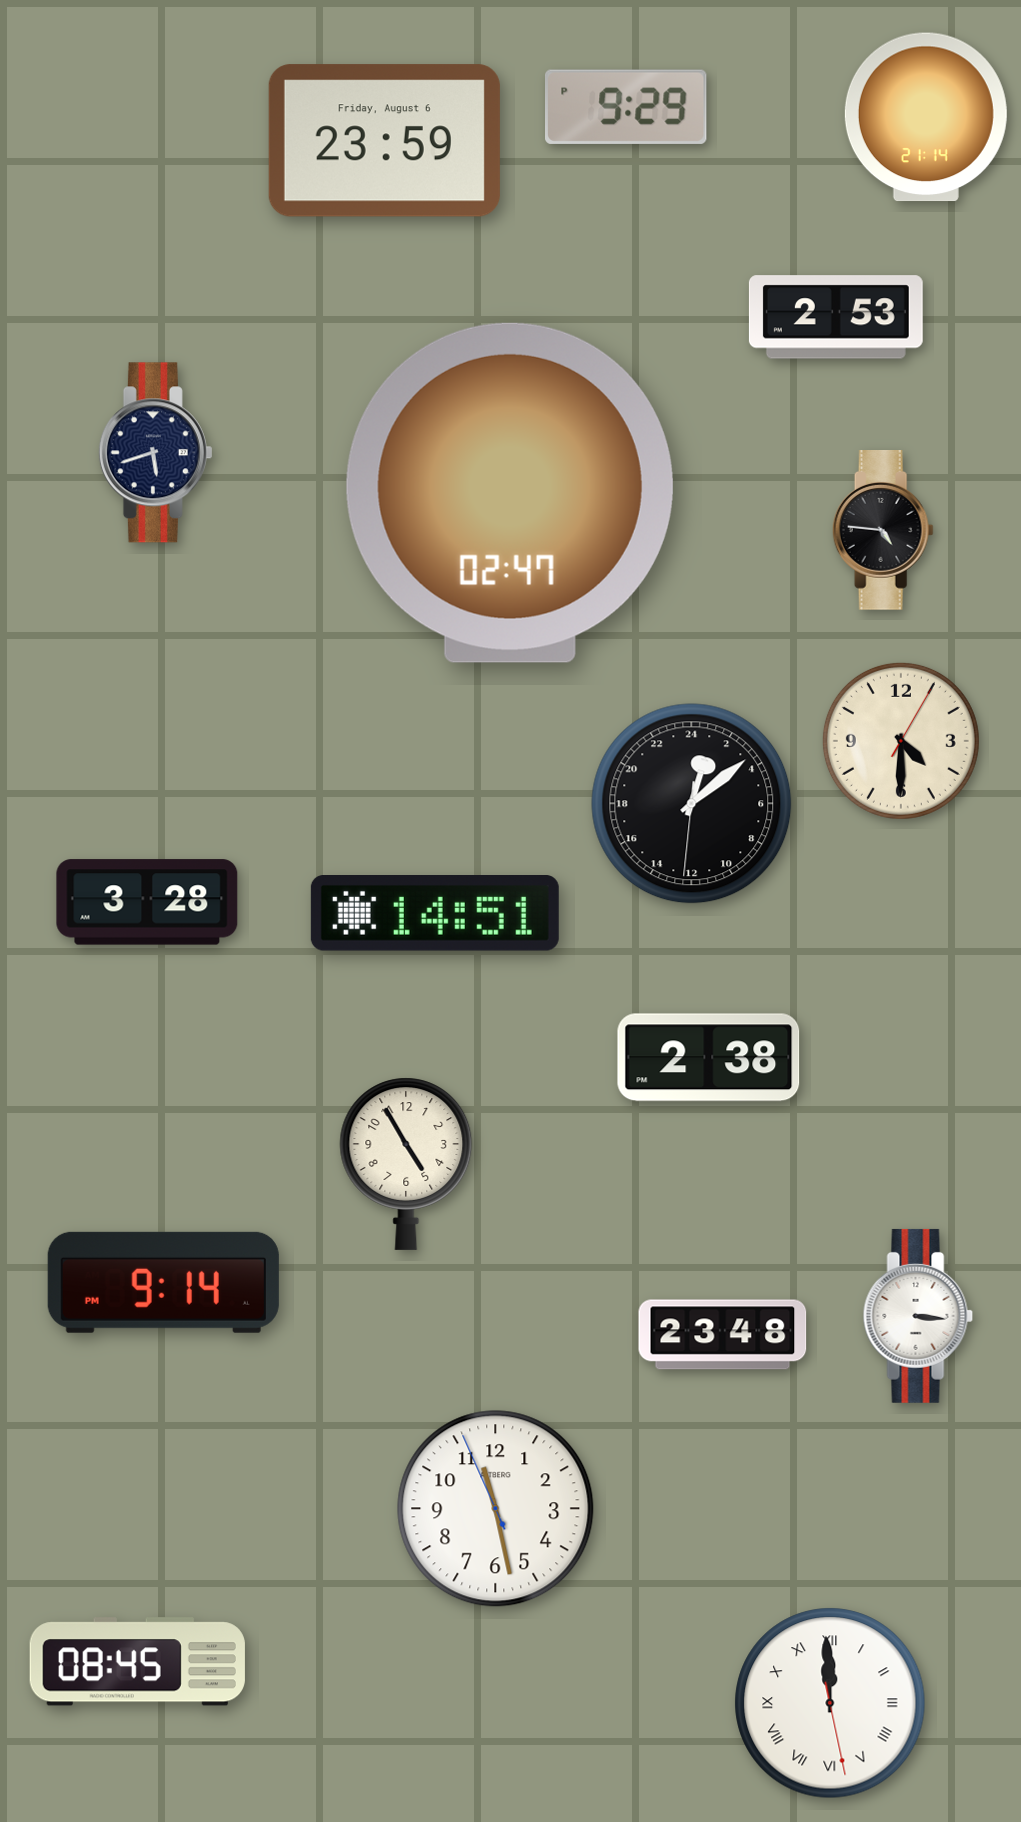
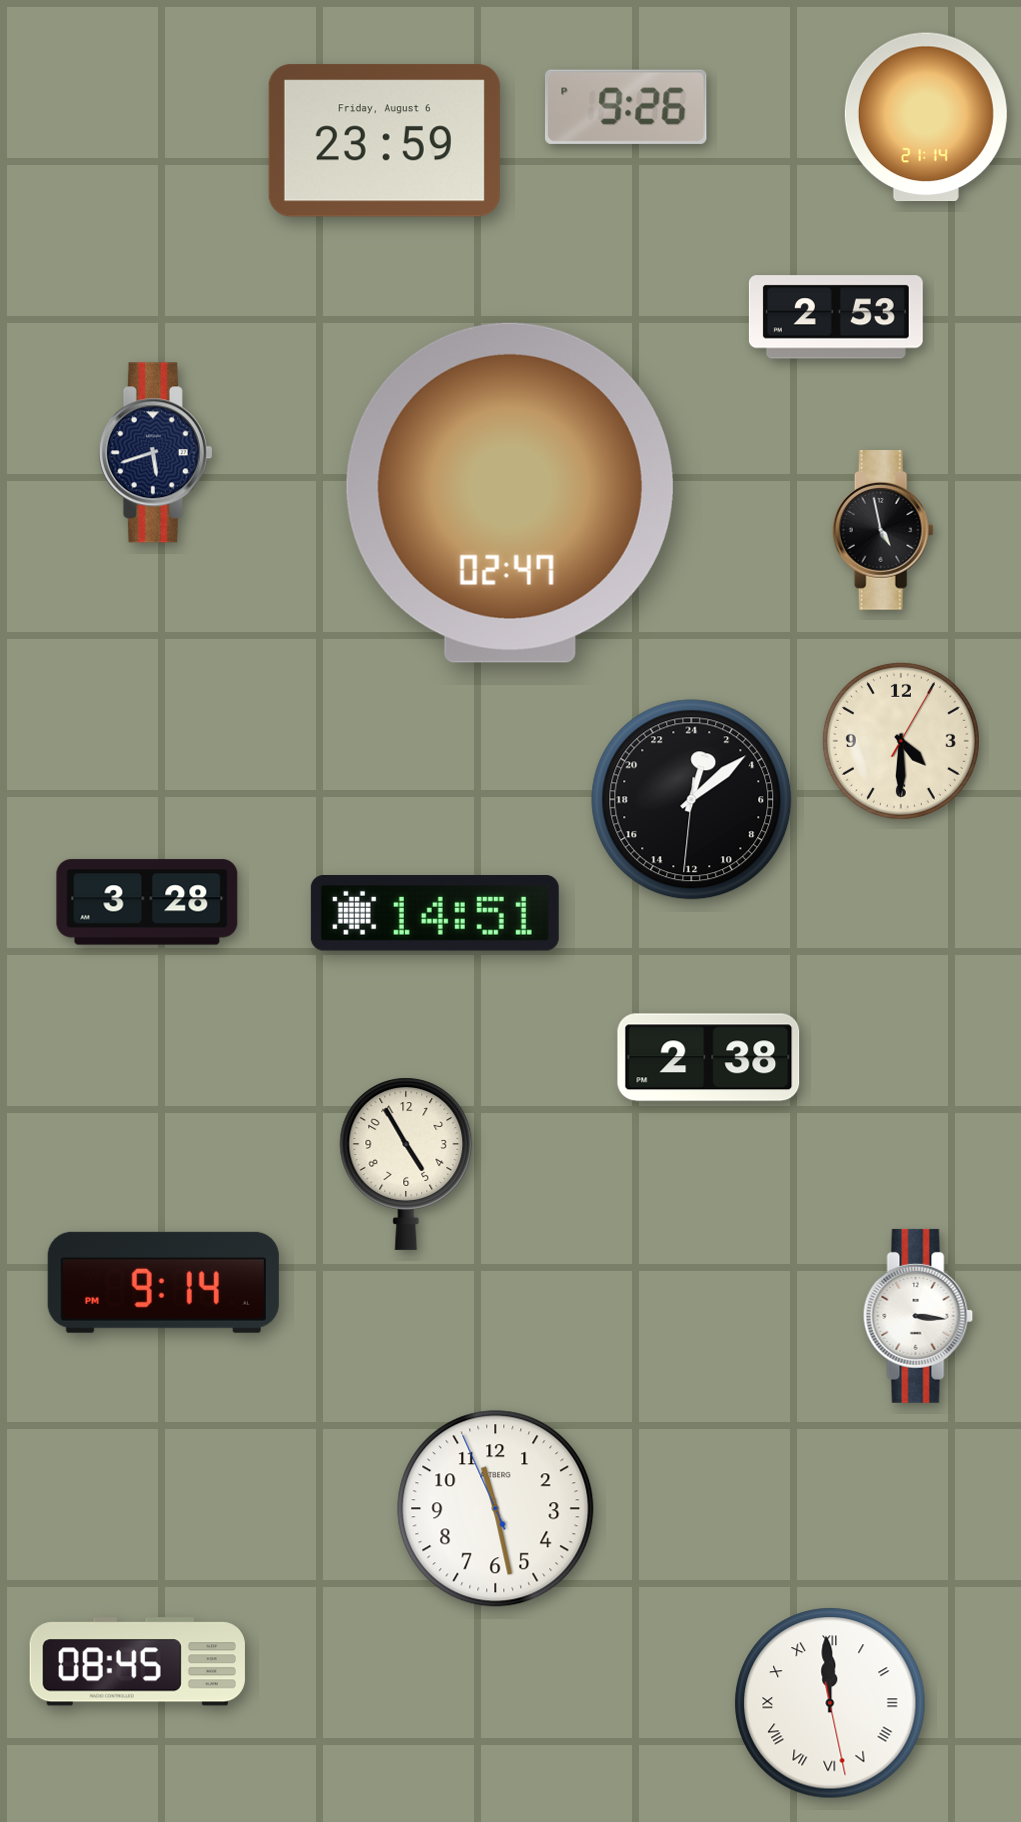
clock at (626, 107): 9:29 -> 9:26
clock at (883, 531): 4:46 -> 4:58
clock at (692, 804) position: (692, 804) -> (692, 800)
clock at (723, 1335): 23:48 -> none
